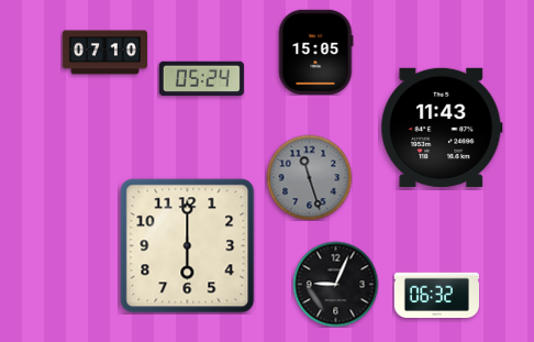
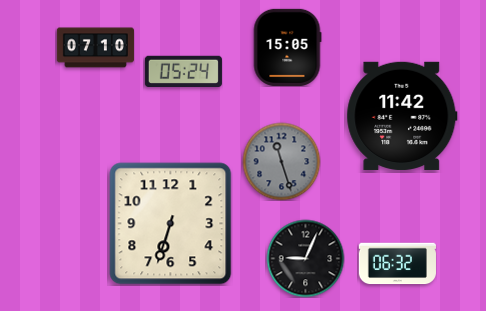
clock at (442, 128): 11:43 -> 11:42
clock at (188, 246): 6:00 -> 6:33
clock at (436, 296) position: (436, 296) -> (397, 264)
